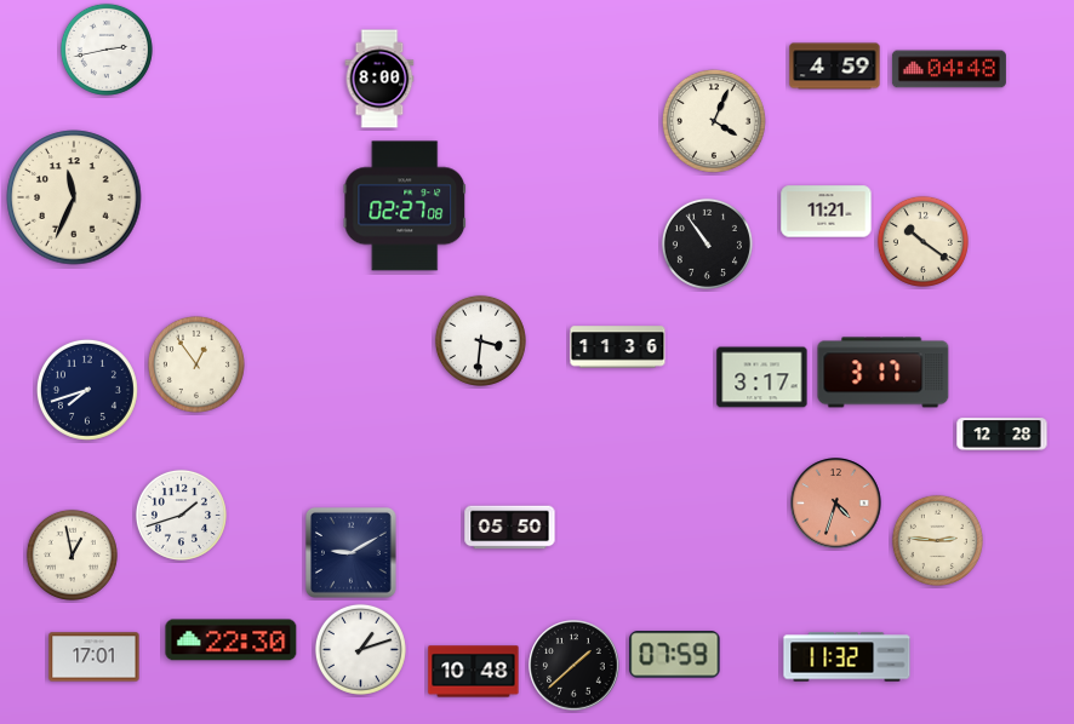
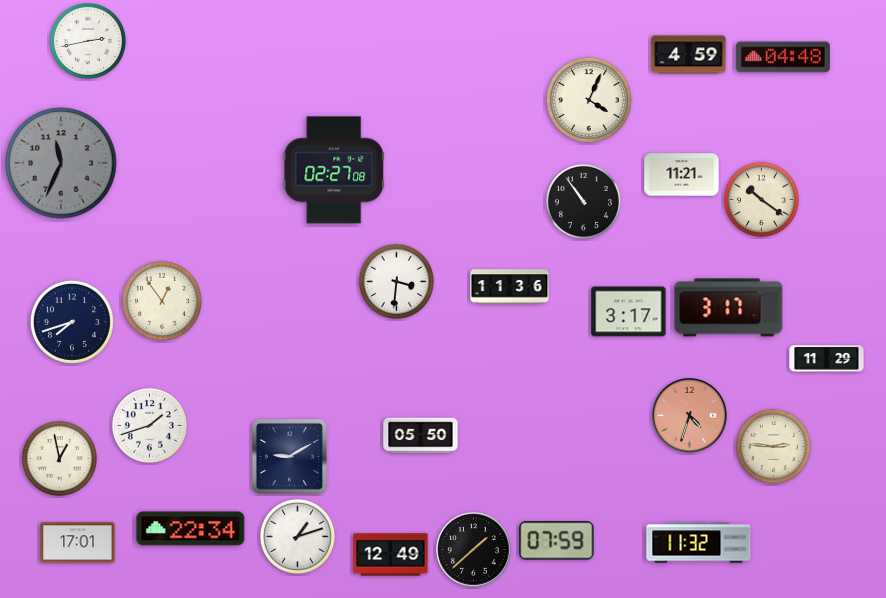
clock at (379, 79): 8:00 -> none
clock at (74, 197) dial: cream -> grey
clock at (1002, 435): 12:28 -> 11:29
clock at (232, 640): 22:30 -> 22:34
clock at (474, 672): 10:48 -> 12:49
